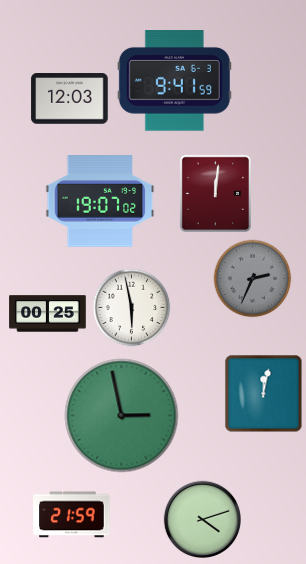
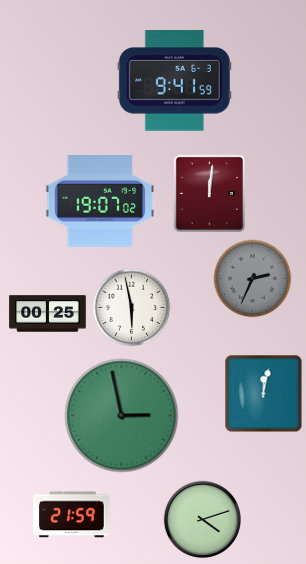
clock at (70, 99): 12:03 -> none
clock at (215, 193) position: (215, 193) -> (209, 193)
